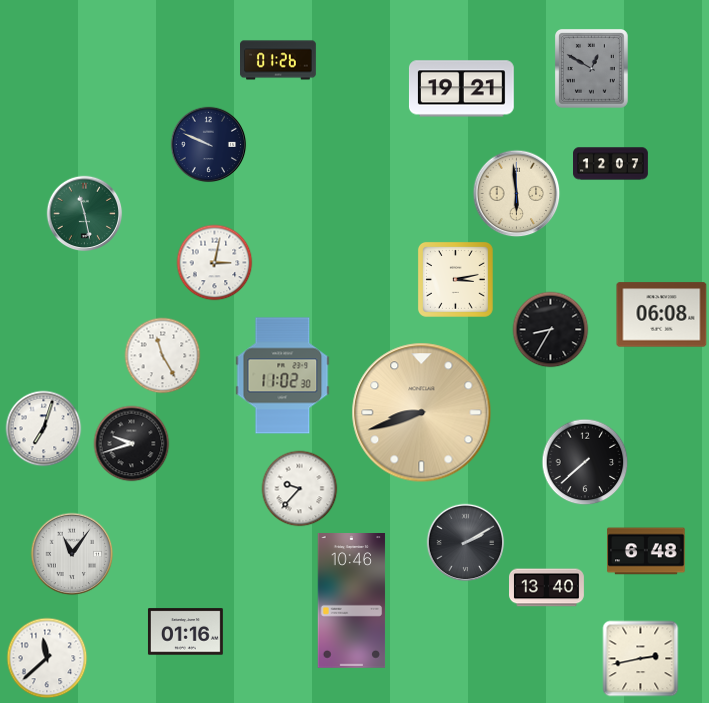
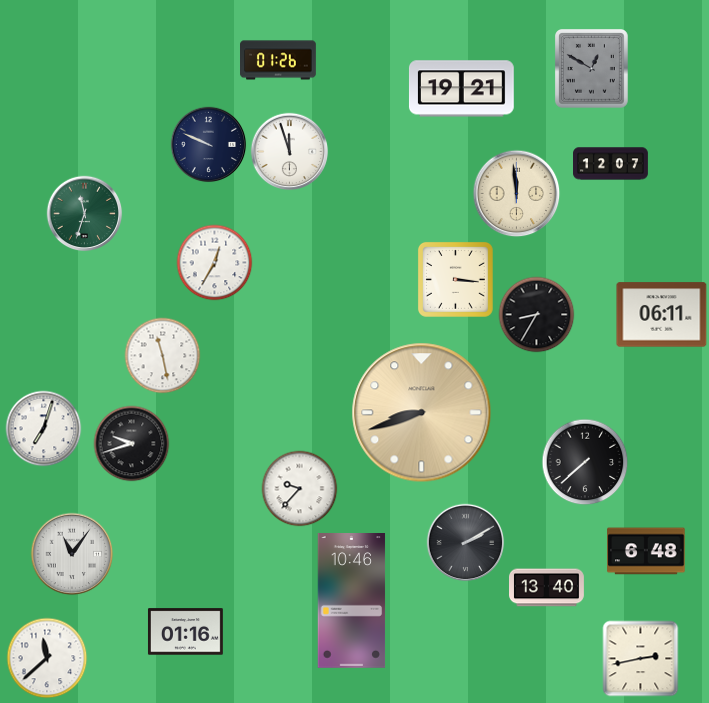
clock at (290, 152): none -> 11:57
clock at (517, 194): 5:59 -> 11:59
clock at (85, 214): 11:28 -> 11:33
clock at (215, 263): 3:02 -> 12:35
clock at (455, 279): 3:13 -> 3:16
clock at (662, 315): 06:08 -> 06:11
clock at (551, 330) position: (551, 330) -> (537, 315)
clock at (163, 356): 11:25 -> 11:28
clock at (283, 376): 11:02 -> none
